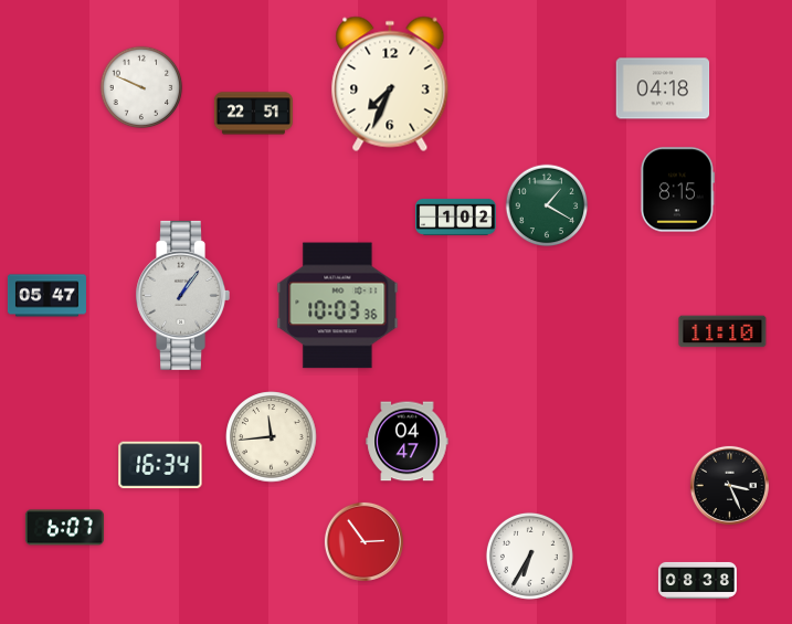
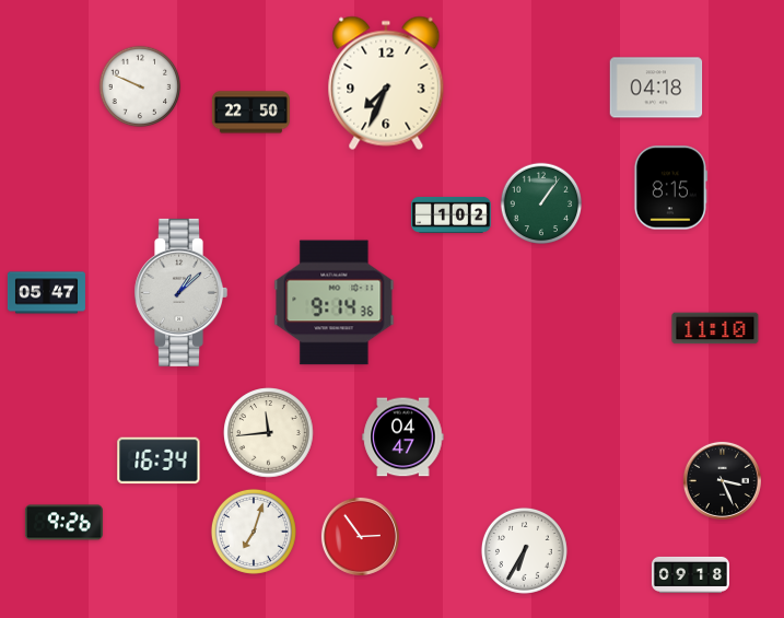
clock at (253, 114): 22:51 -> 22:50
clock at (547, 205): 1:20 -> 1:06
clock at (182, 295): 1:06 -> 1:08
clock at (338, 306): 10:03 -> 9:14
clock at (64, 528): 6:07 -> 9:26
clock at (254, 532): none -> 7:03
clock at (697, 580): 08:38 -> 09:18
